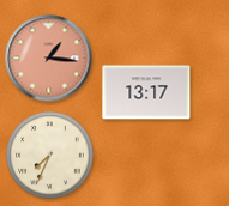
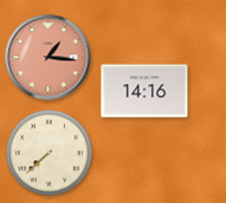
clock at (146, 92): 13:17 -> 14:16
clock at (50, 156): 7:34 -> 7:38
